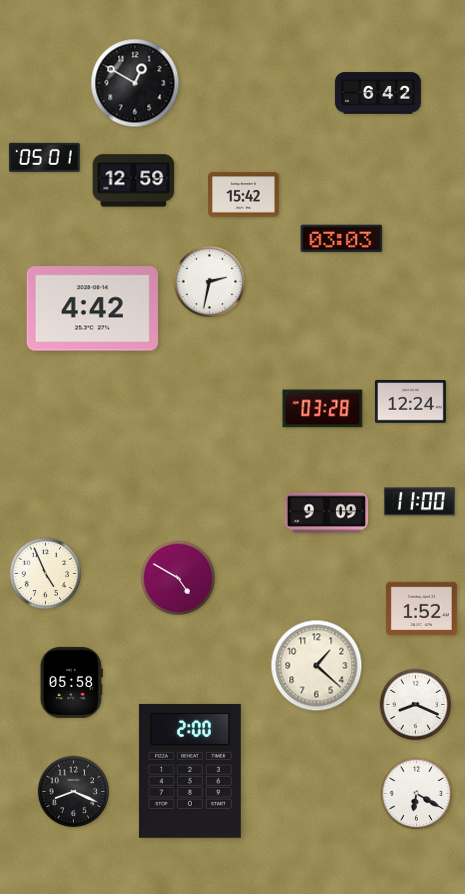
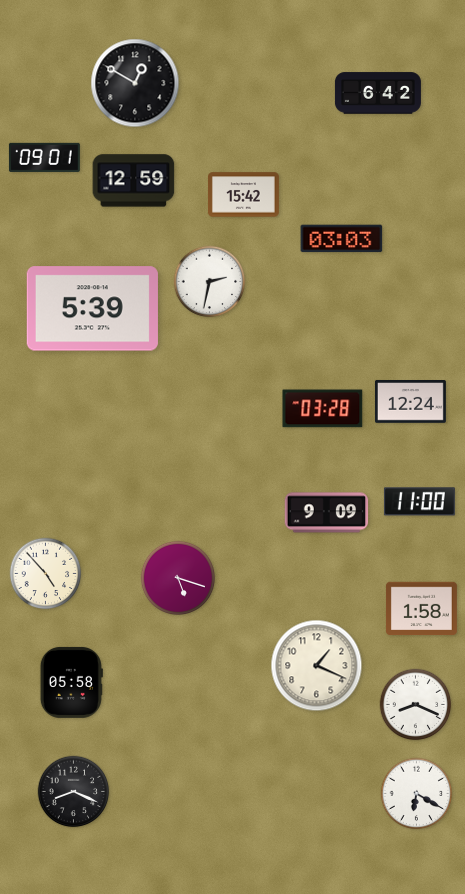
clock at (44, 157): 05:01 -> 09:01
clock at (92, 309): 4:42 -> 5:39
clock at (46, 574): 4:56 -> 4:53
clock at (177, 577): 4:50 -> 5:18
clock at (421, 609): 1:52 -> 1:58
clock at (317, 666): 1:22 -> 1:19
clock at (190, 771): 2:00 -> none
